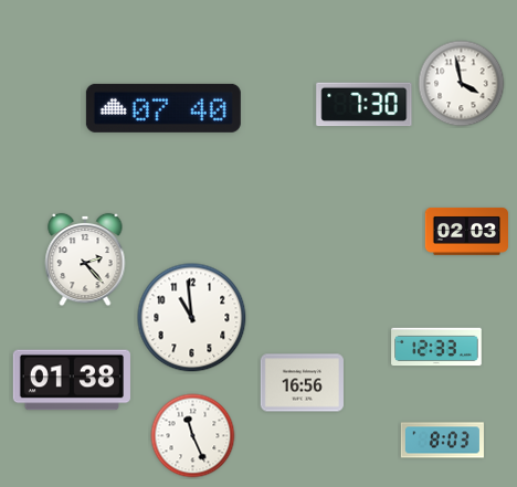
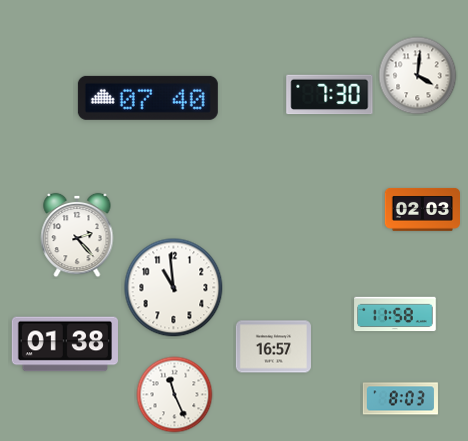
clock at (462, 84): 3:58 -> 4:01
clock at (436, 347): 12:33 -> 11:58
clock at (302, 383): 16:56 -> 16:57
